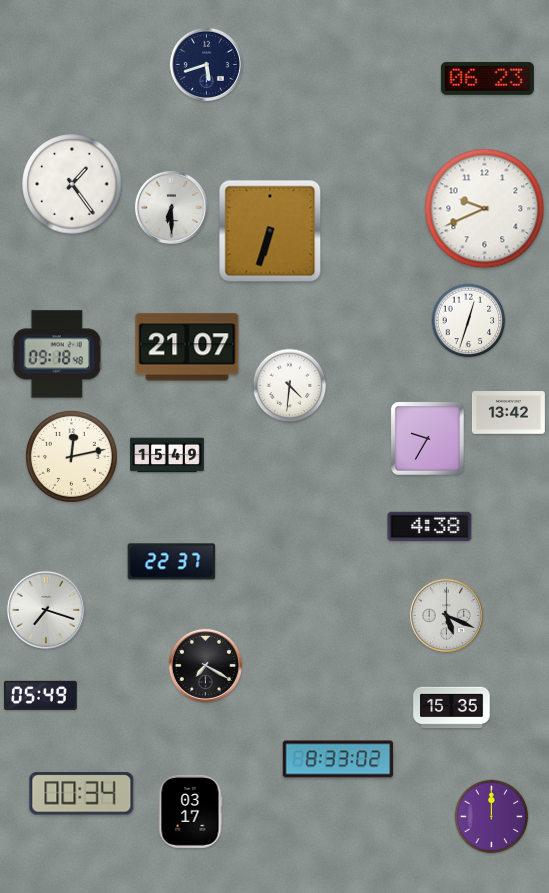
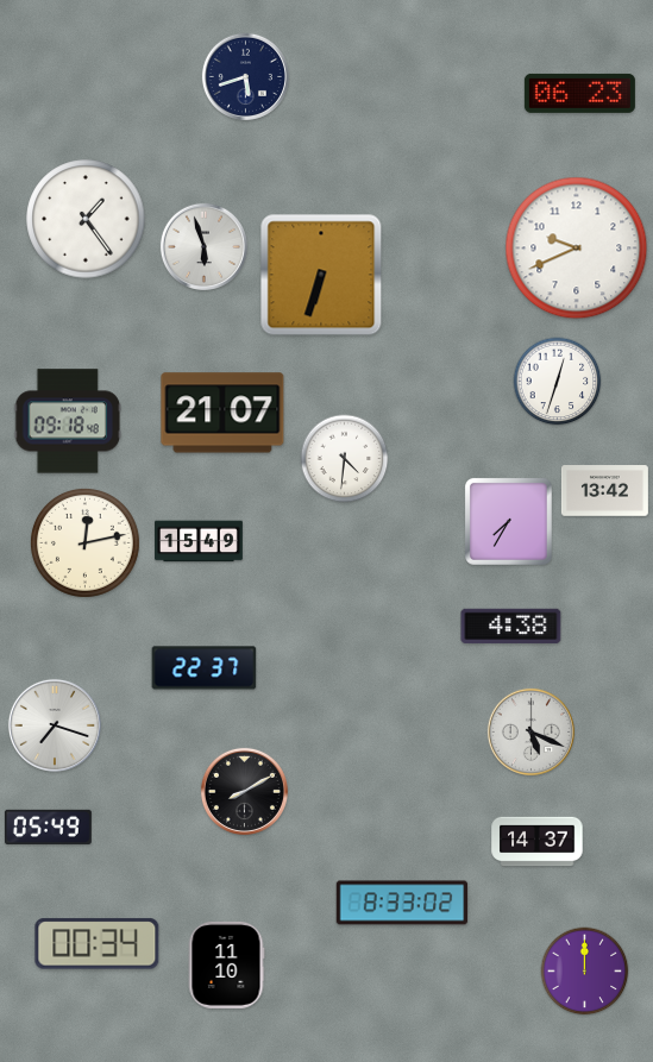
clock at (171, 207): 6:30 -> 5:57
clock at (428, 439): 9:35 -> 7:35
clock at (205, 665): 7:20 -> 8:10
clock at (452, 708): 15:35 -> 14:37
clock at (190, 811): 03:17 -> 11:10
